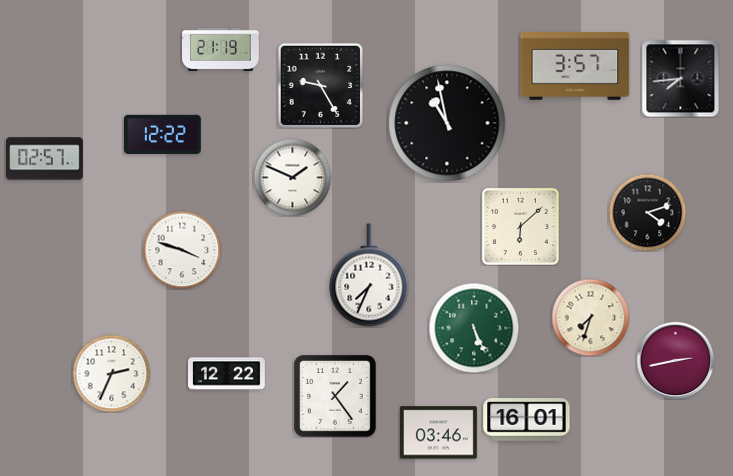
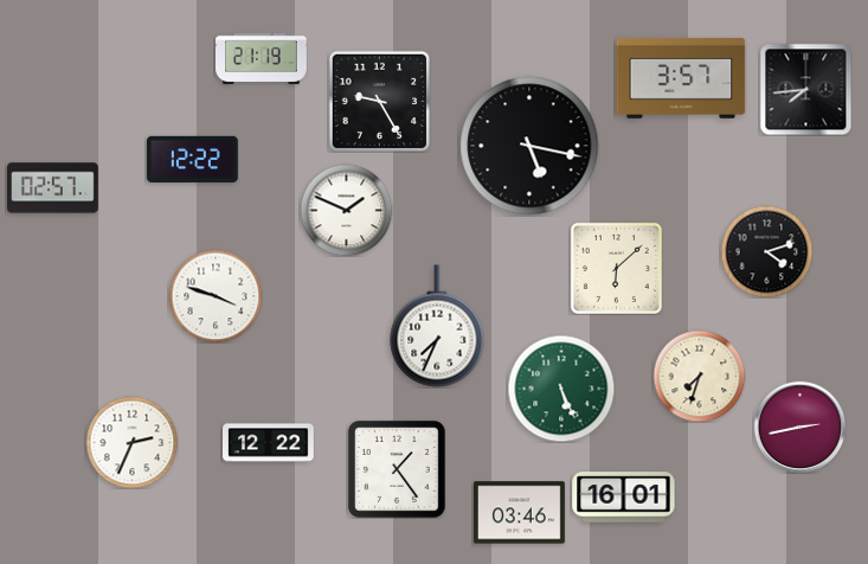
clock at (680, 78) position: (680, 78) -> (805, 89)
clock at (447, 123): 10:58 -> 5:17
